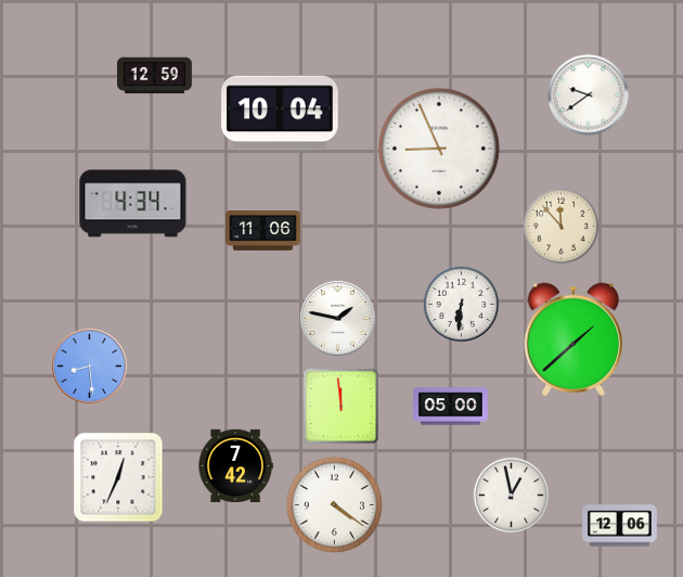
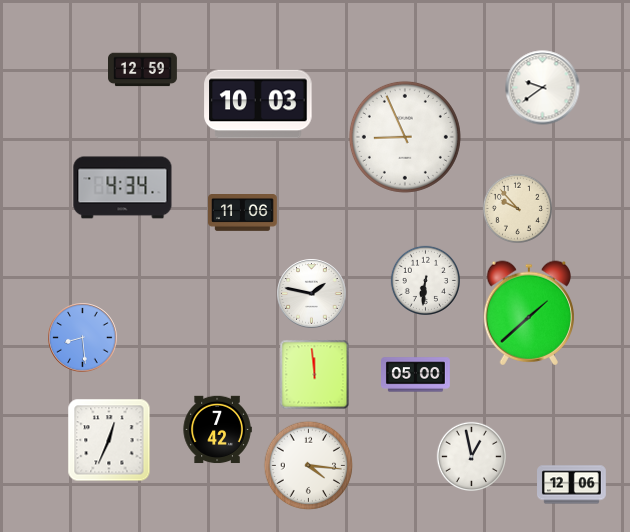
clock at (280, 113): 10:04 -> 10:03
clock at (560, 226): 11:53 -> 9:53
clock at (335, 505): 4:21 -> 4:16
